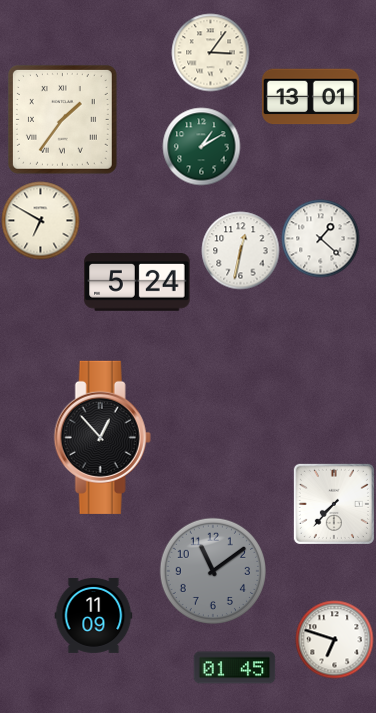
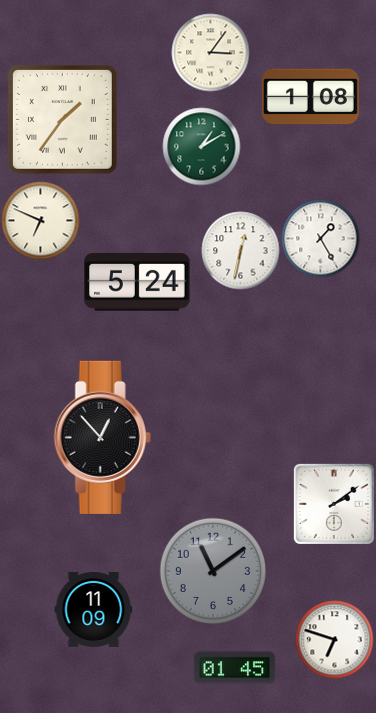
clock at (310, 97): 13:01 -> 1:08
clock at (40, 220): 6:50 -> 6:49
clock at (320, 238): 1:22 -> 1:25
clock at (334, 504): 7:37 -> 2:09
clock at (93, 615) position: (93, 615) -> (93, 609)
